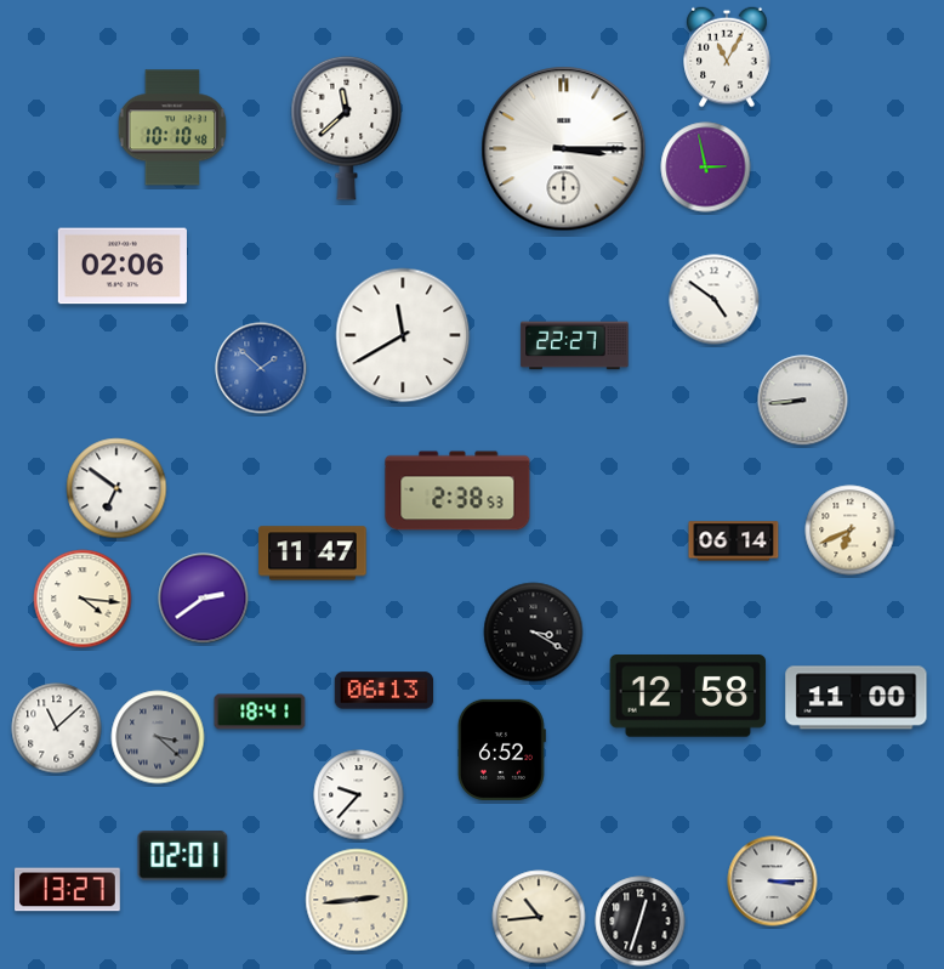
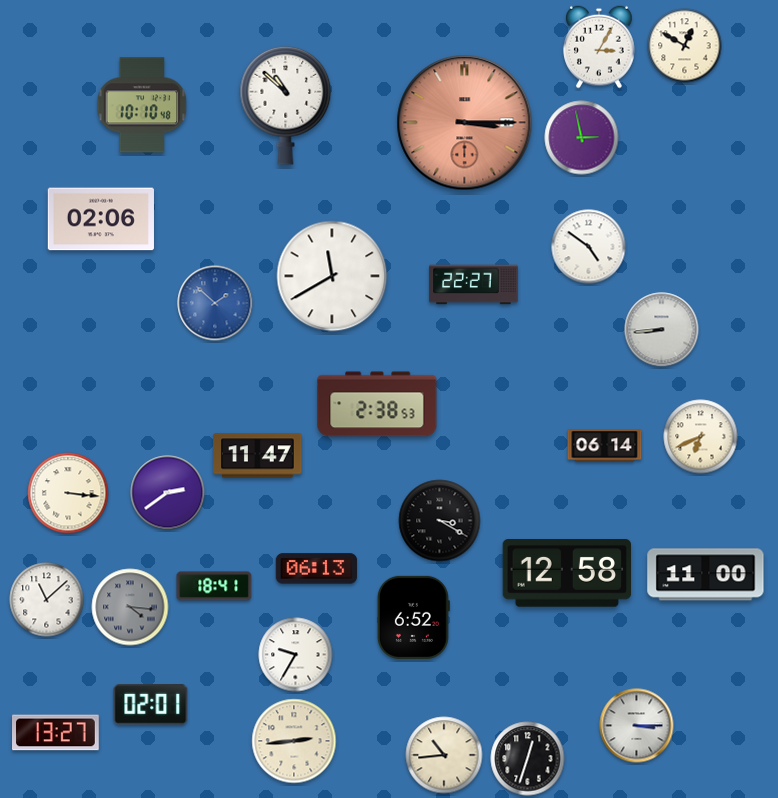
clock at (685, 46): none -> 12:50
clock at (727, 57): 11:05 -> 3:05
clock at (347, 127): 11:38 -> 10:52
clock at (564, 149) dial: white -> salmon
clock at (116, 488): 6:51 -> none
clock at (83, 599): 4:16 -> 3:16
clock at (158, 737): 3:22 -> 4:16
clock at (359, 795): 9:37 -> 9:35
